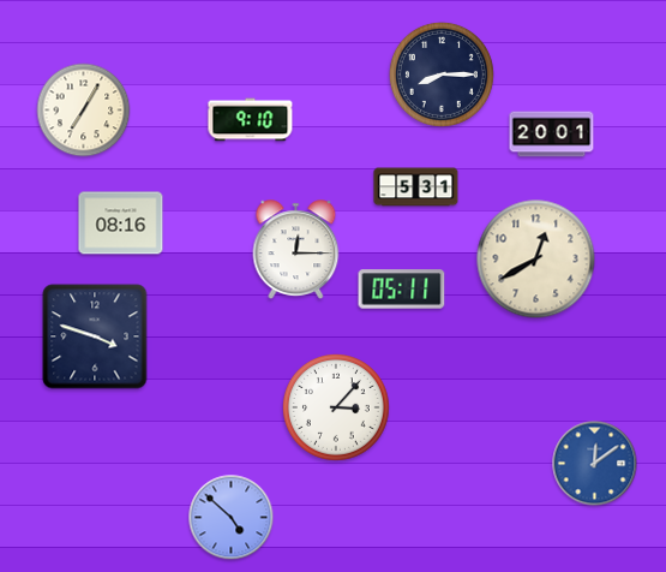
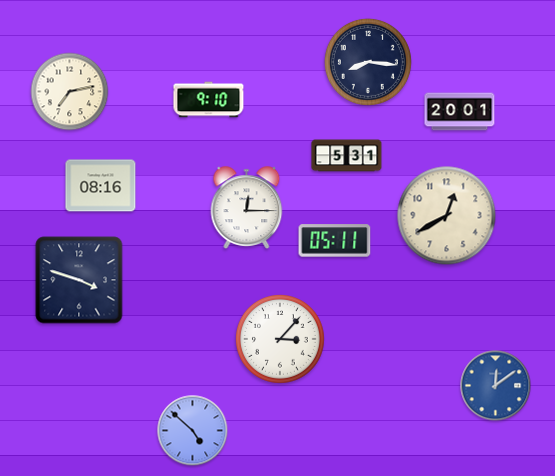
clock at (442, 75): 8:15 -> 8:16
clock at (84, 111): 7:05 -> 7:13
